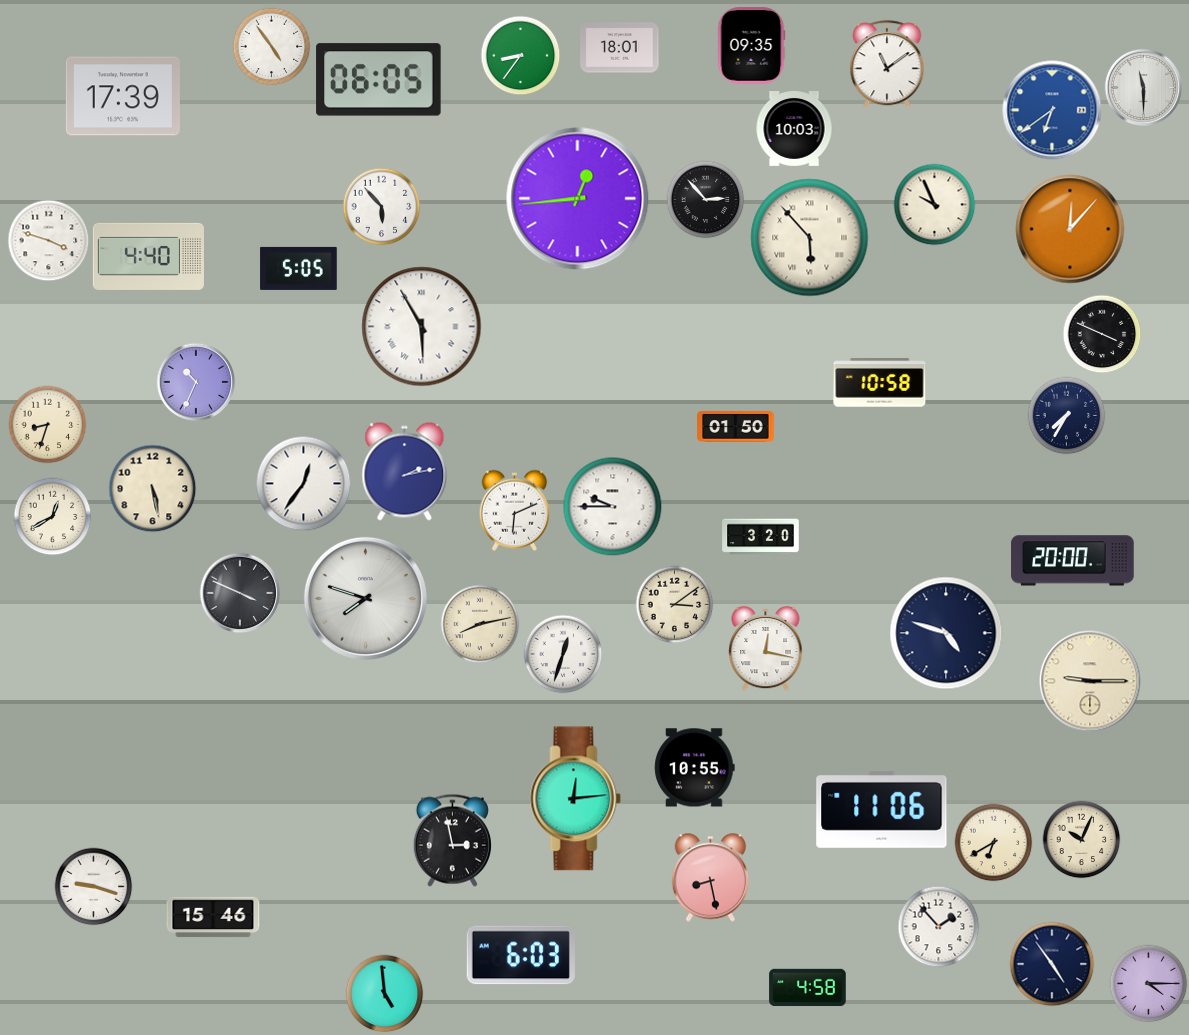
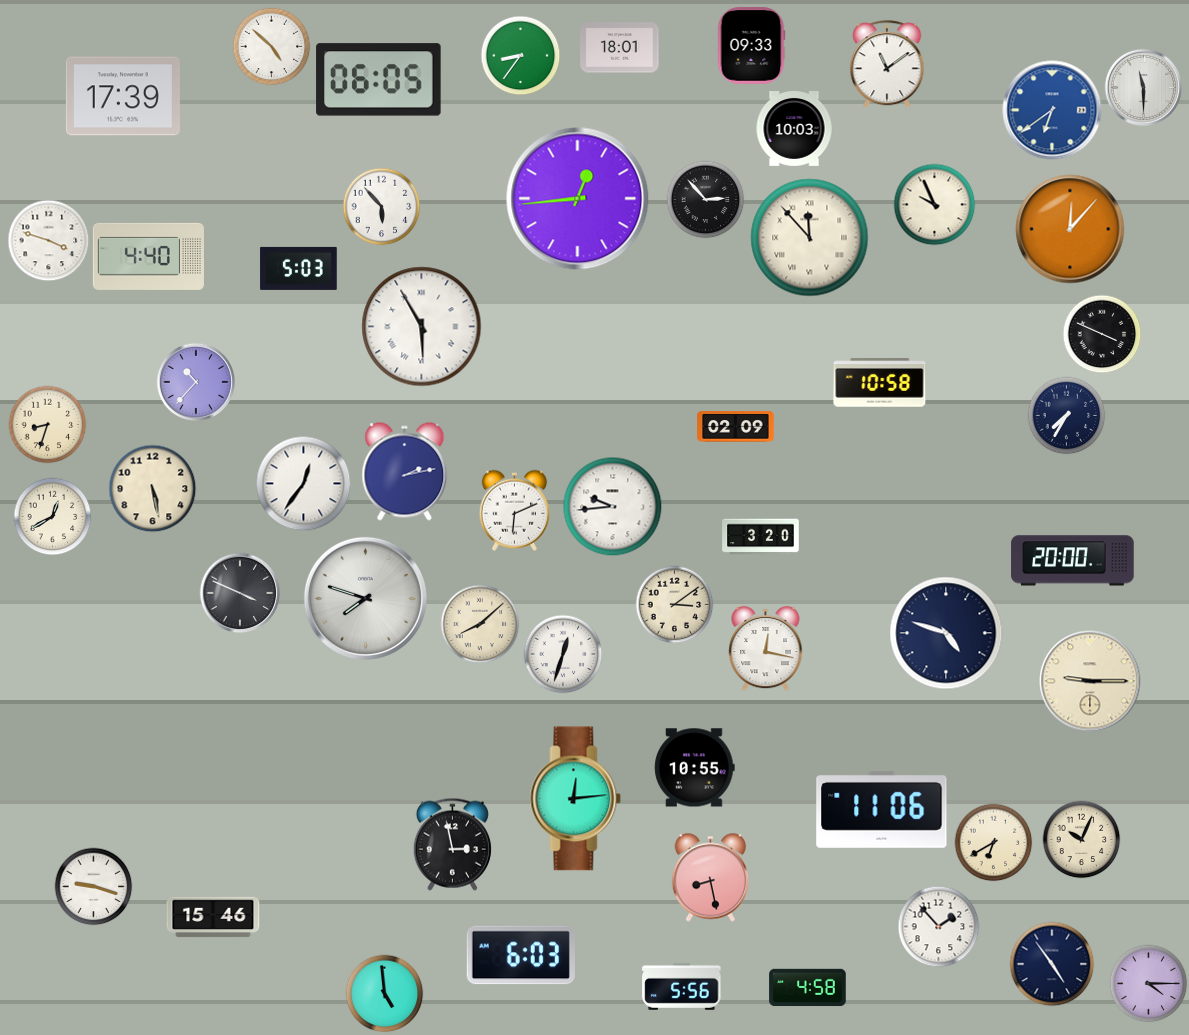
clock at (271, 46): 4:54 -> 4:52
clock at (751, 46): 09:35 -> 09:33
clock at (810, 238): 5:53 -> 11:53
clock at (299, 268): 5:05 -> 5:03
clock at (195, 381): 10:34 -> 10:37
clock at (736, 427): 01:50 -> 02:09
clock at (613, 507): 9:45 -> 9:44
clock at (480, 624): 8:13 -> 8:08
clock at (452, 840) position: (452, 840) -> (452, 844)
clock at (682, 986): none -> 5:56
